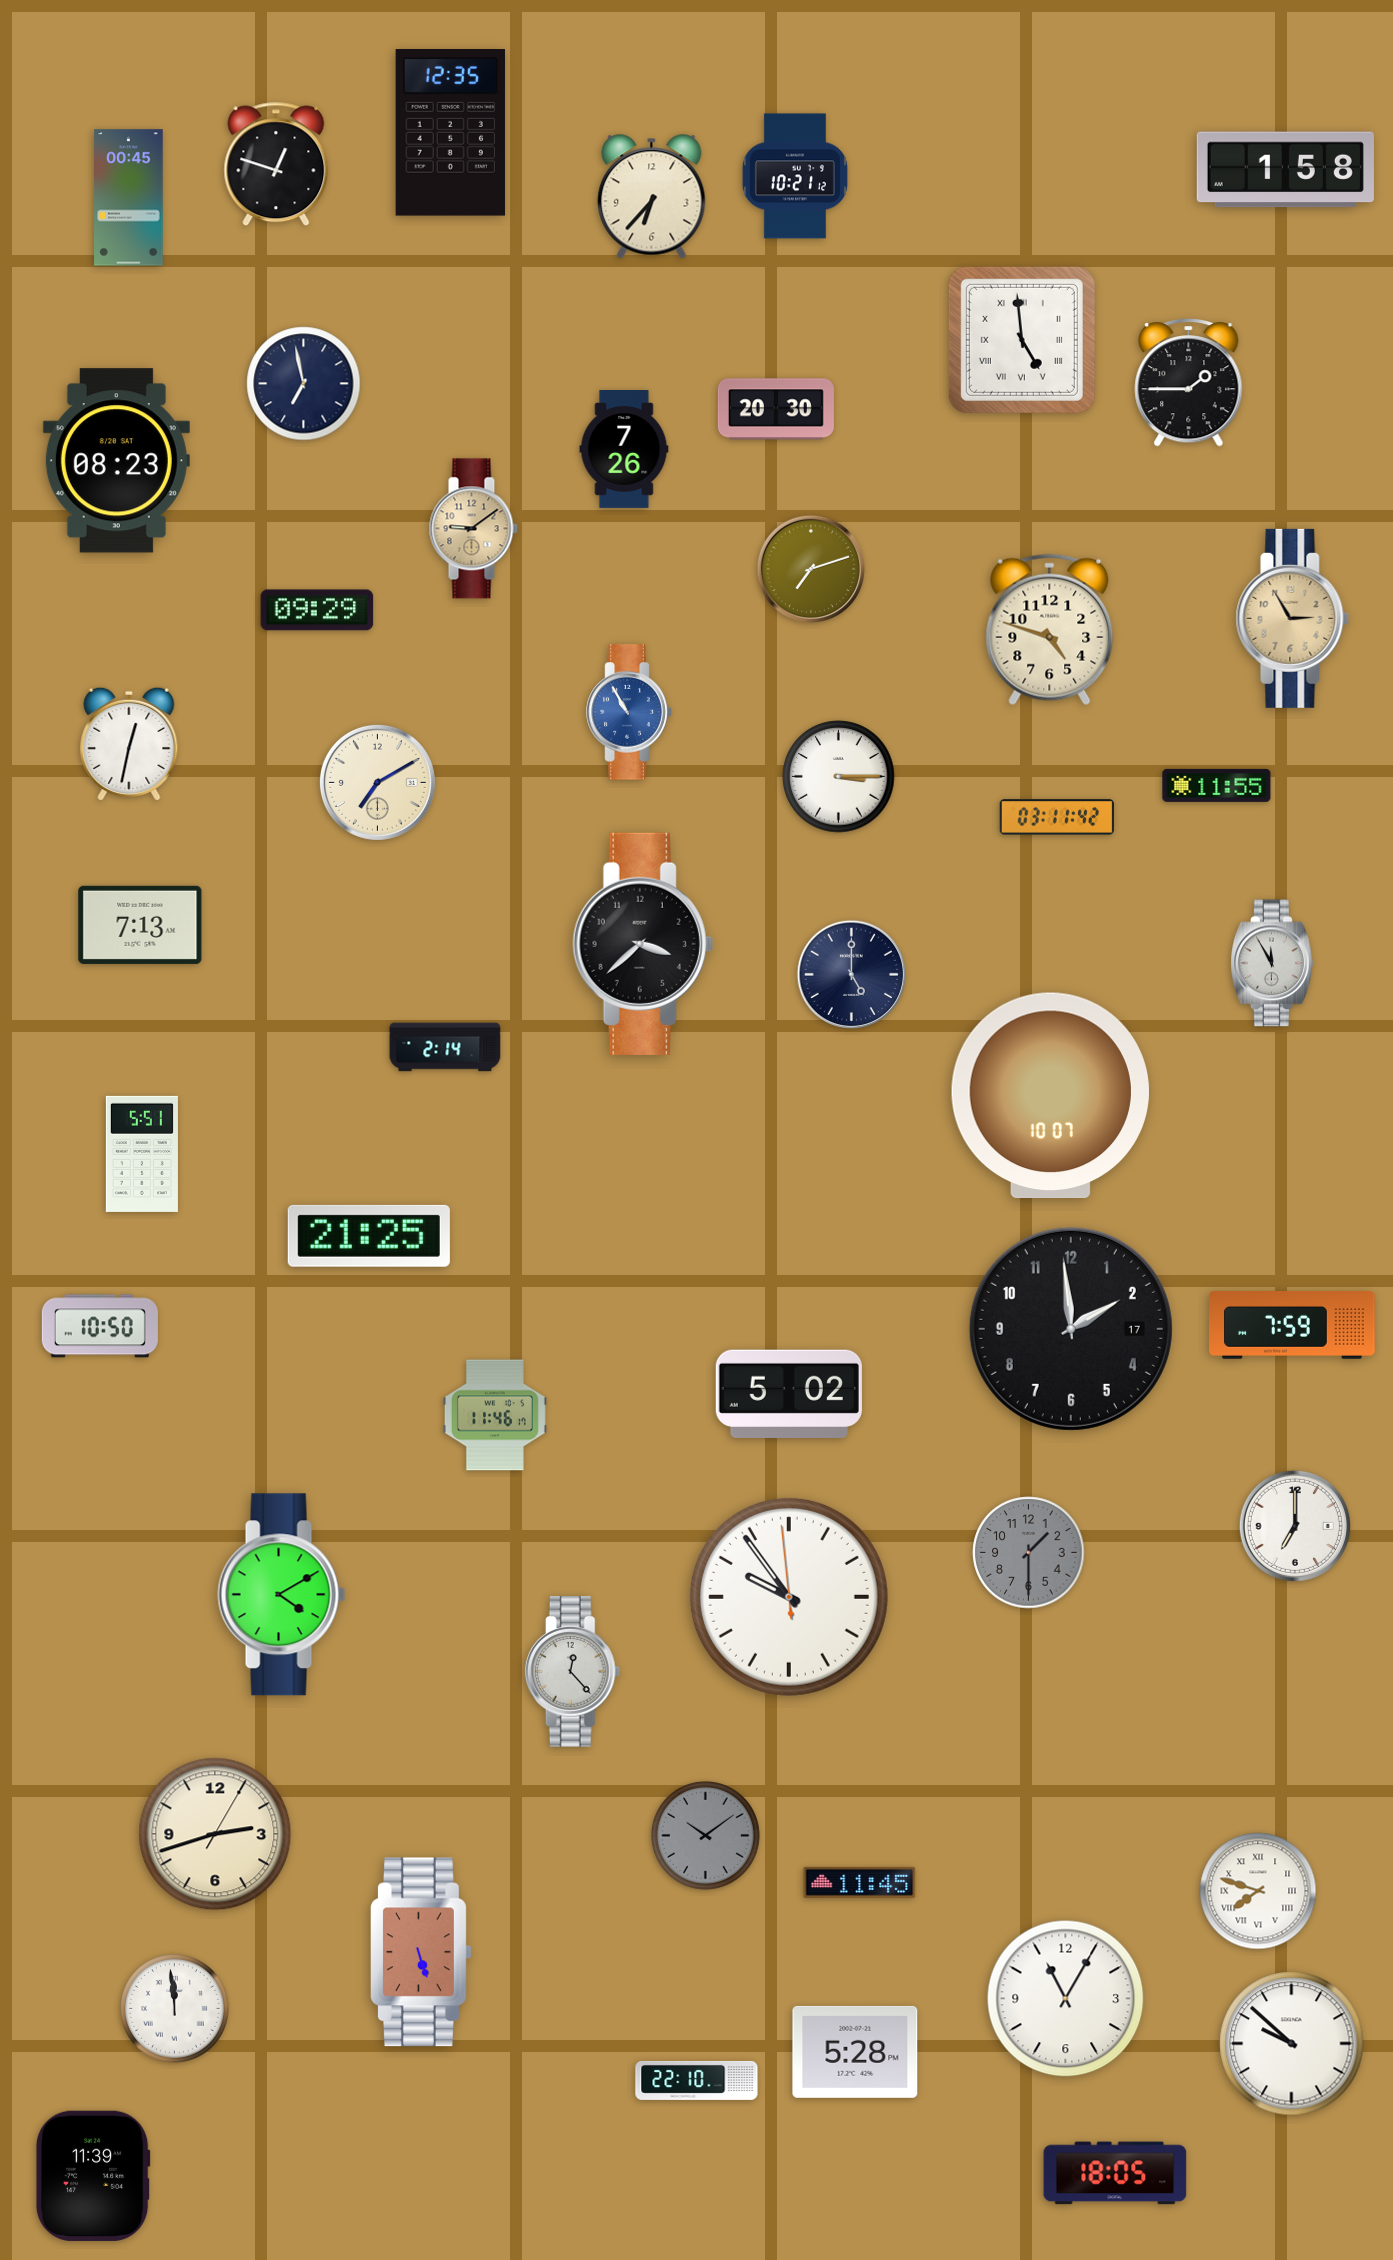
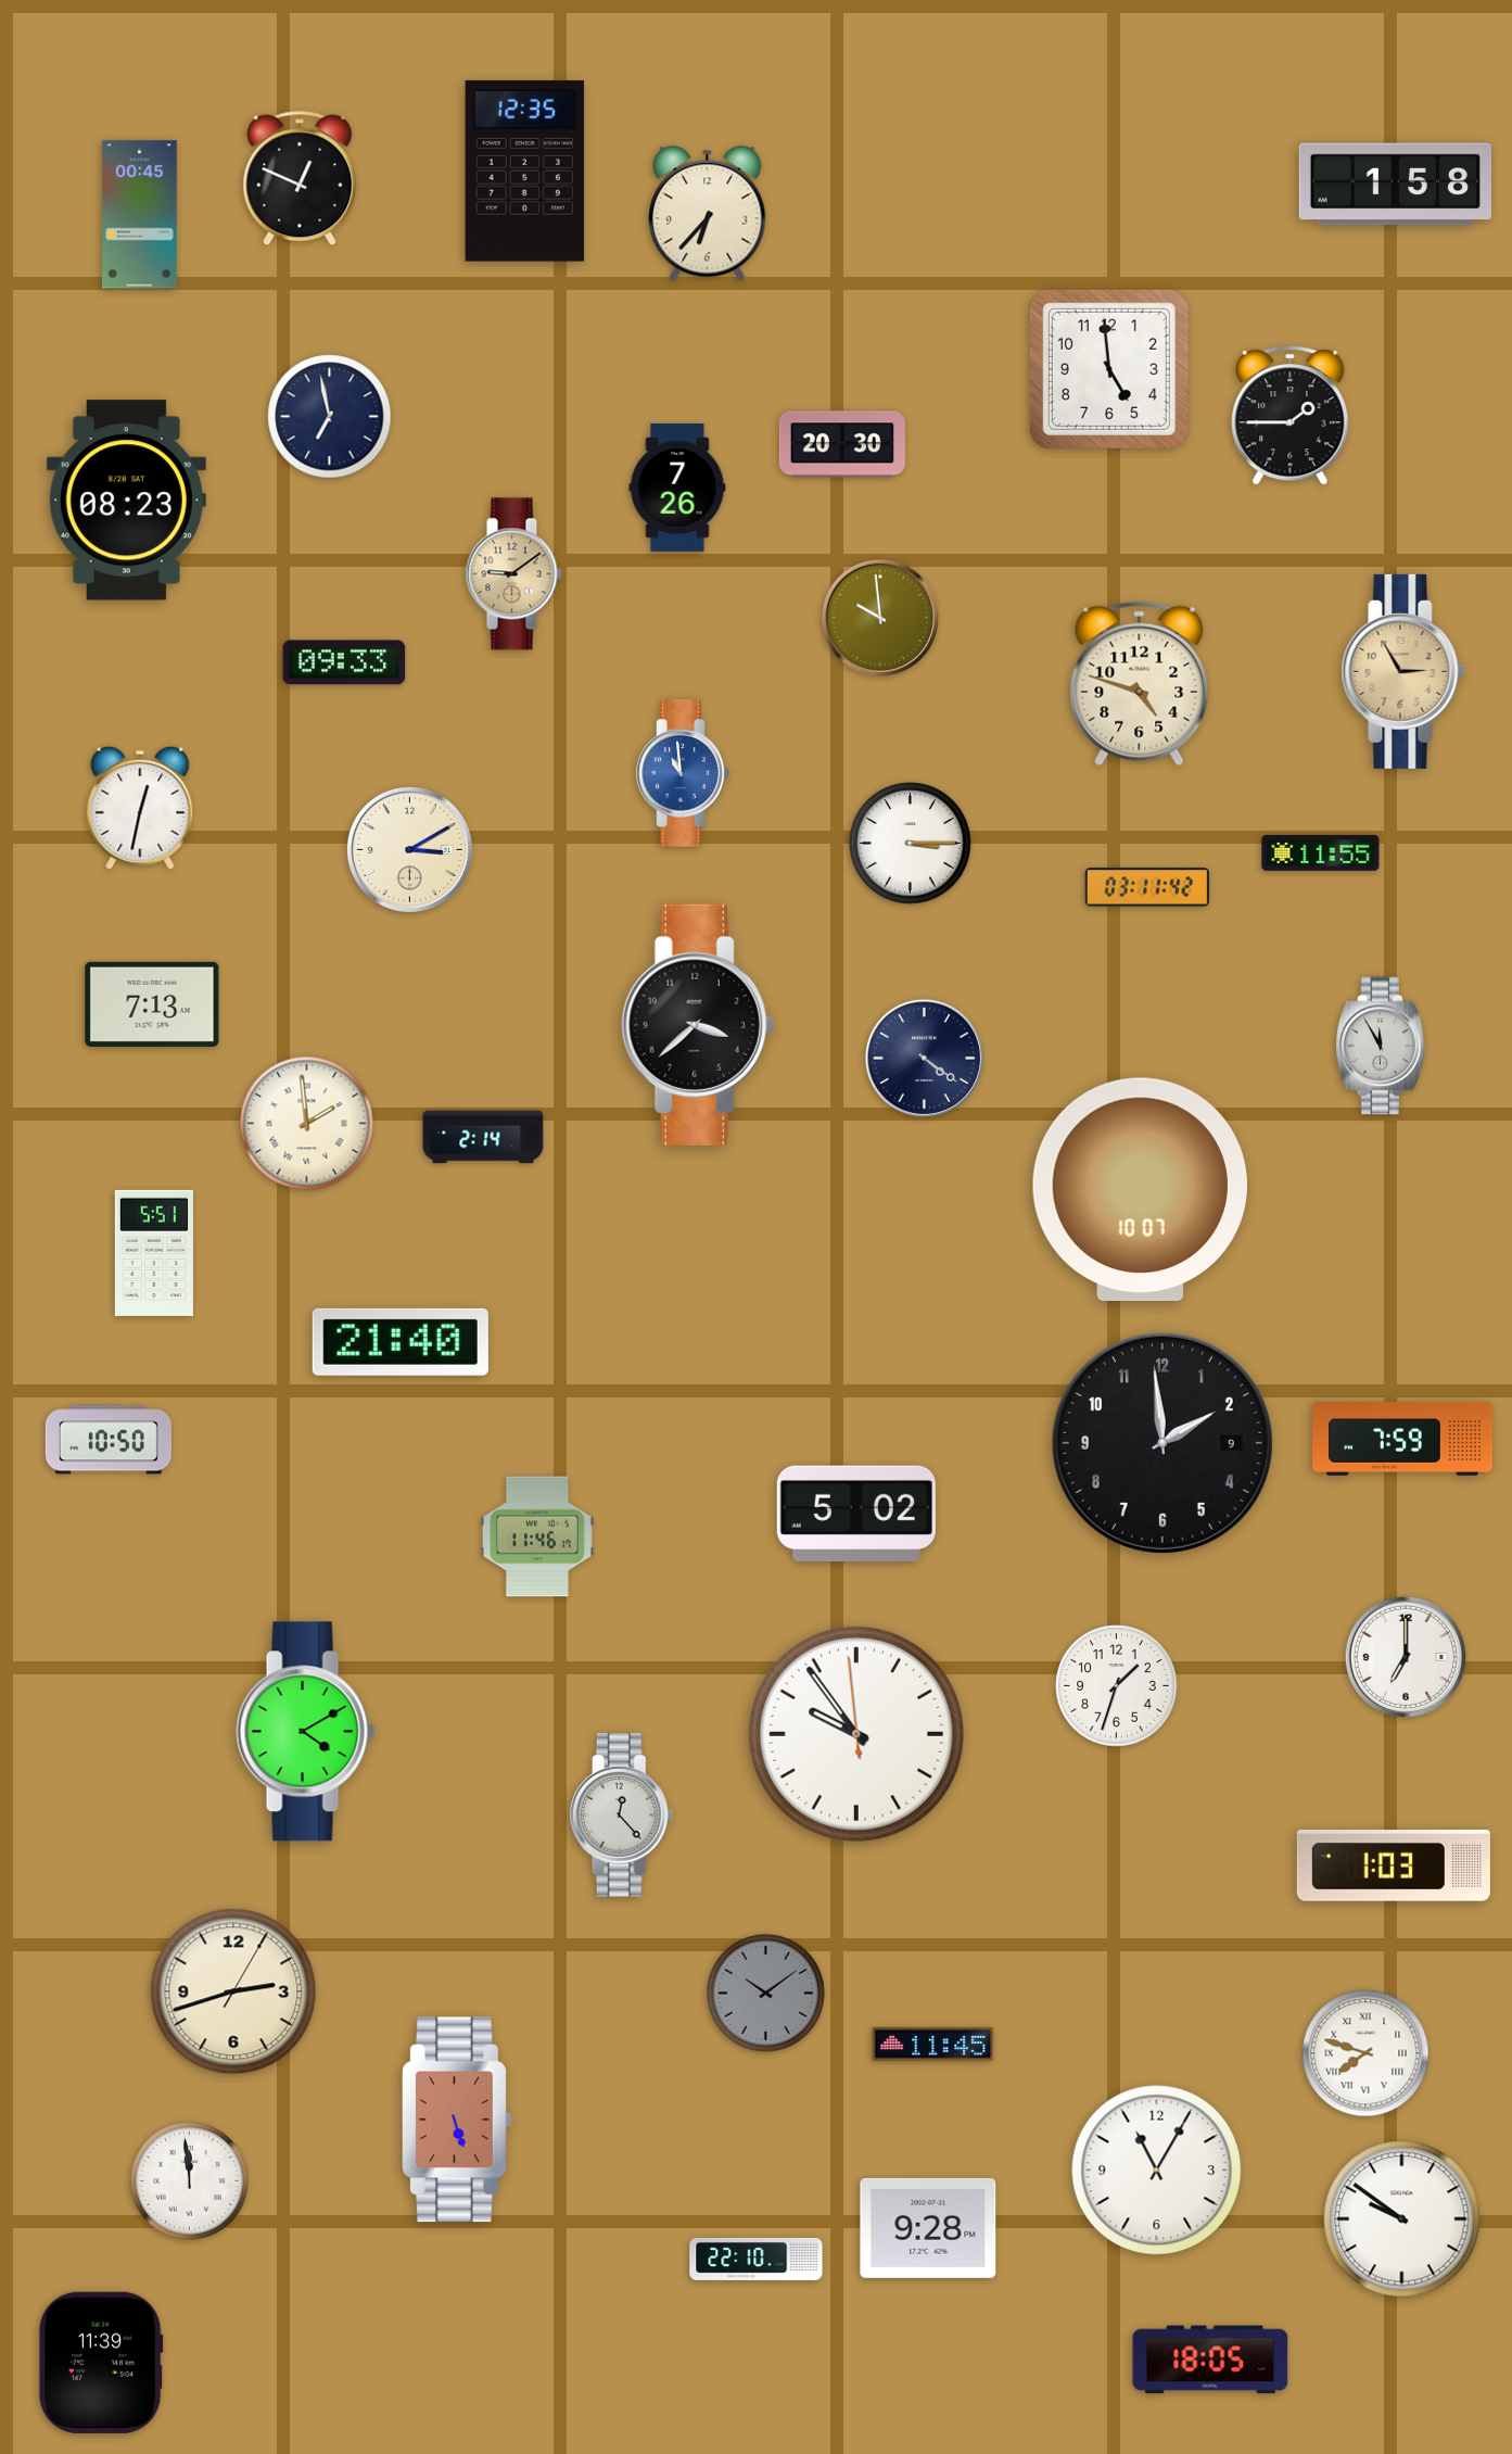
clock at (450, 133) position: (450, 133) -> (524, 172)
clock at (276, 164): 12:48 -> 12:49
clock at (795, 176): 10:21 -> none
clock at (1022, 340) numerals: Roman -> Arabic
clock at (810, 568): 7:12 -> 9:59
clock at (317, 610): 09:29 -> 09:33
clock at (629, 712): 10:55 -> 10:59
clock at (377, 782): 7:10 -> 3:10
clock at (851, 974): 5:00 -> 4:21
clock at (307, 1124): none -> 1:59
clock at (369, 1236): 21:25 -> 21:40
clock at (1071, 1329) date: 17 -> 9
clock at (1029, 1553): 1:30 -> 1:33
clock at (1029, 1553) dial: grey -> white
clock at (1394, 1865): none -> 1:03
clock at (1292, 2044): 9:52 -> 9:51
clock at (855, 2052): 5:28 -> 9:28
